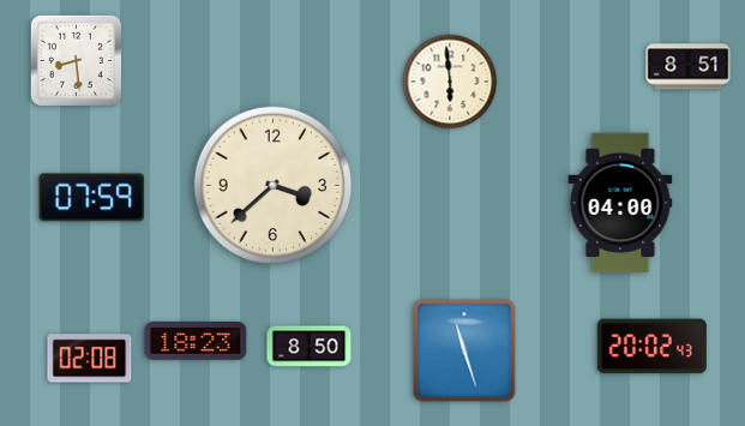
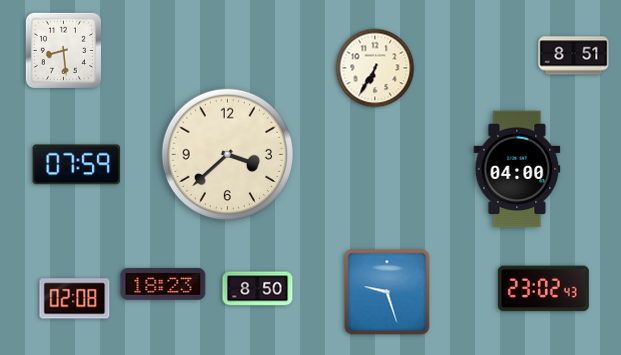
clock at (450, 82): 5:59 -> 6:35
clock at (651, 347): 20:02 -> 23:02
clock at (464, 350): 11:27 -> 9:27
